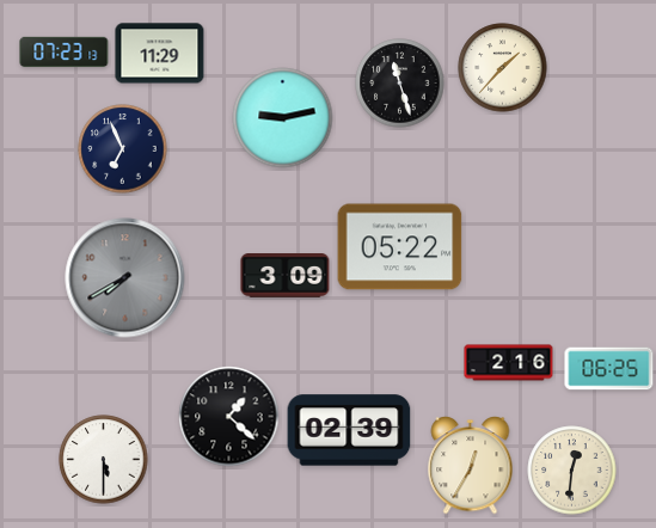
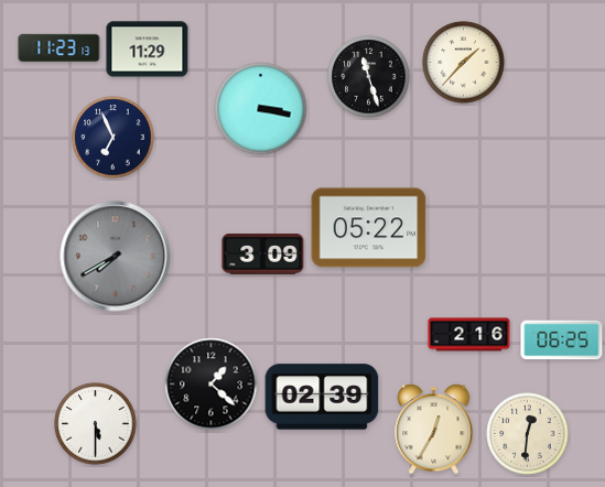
clock at (65, 53): 07:23 -> 11:23
clock at (283, 118): 9:13 -> 3:17
